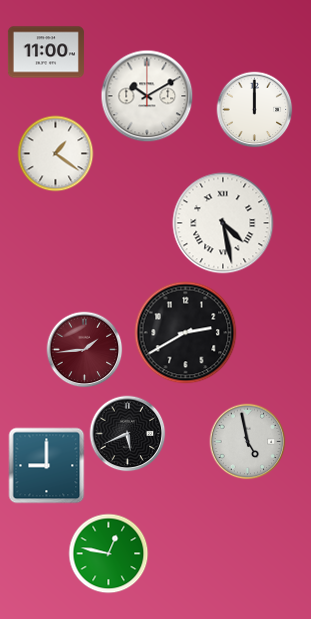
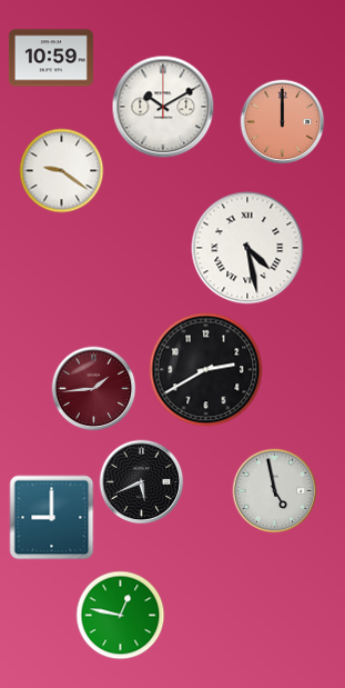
clock at (46, 52): 11:00 -> 10:59
clock at (255, 110) dial: white -> salmon
clock at (56, 154): 1:21 -> 9:21
